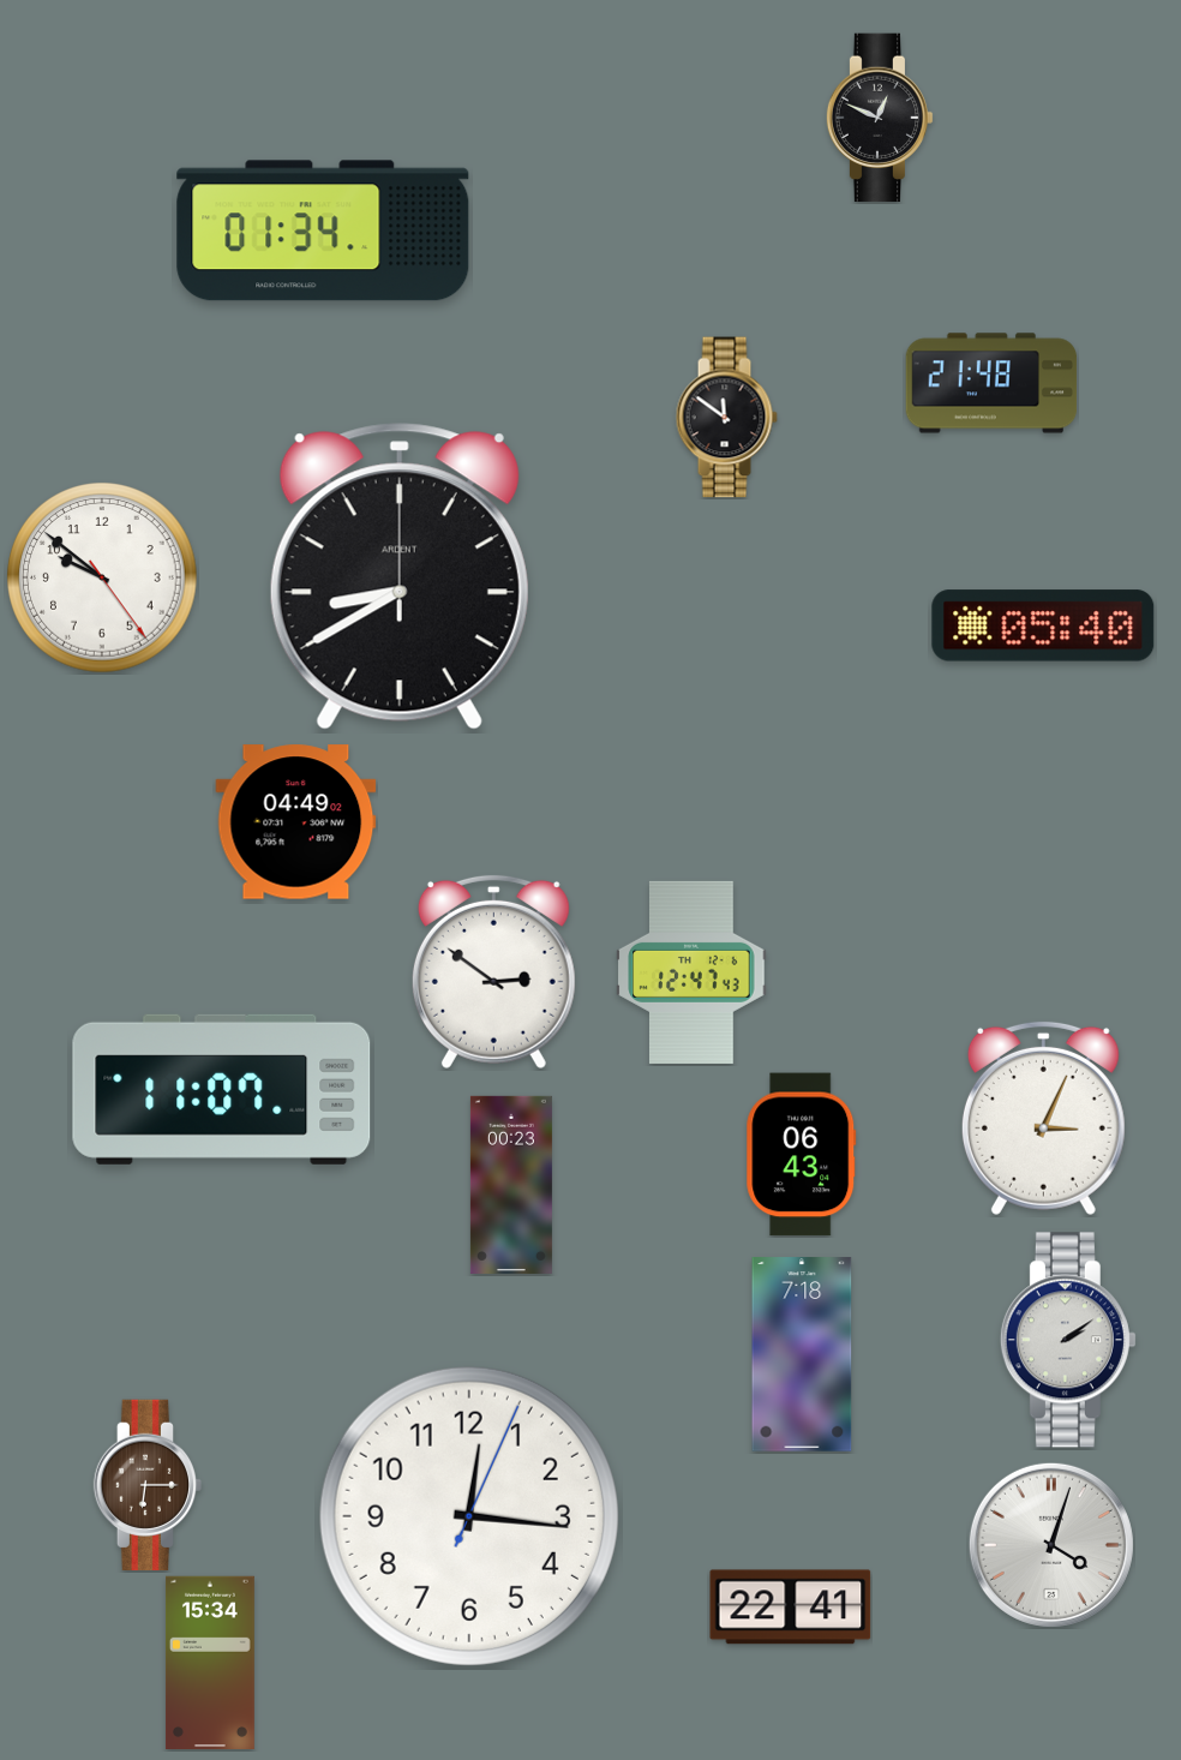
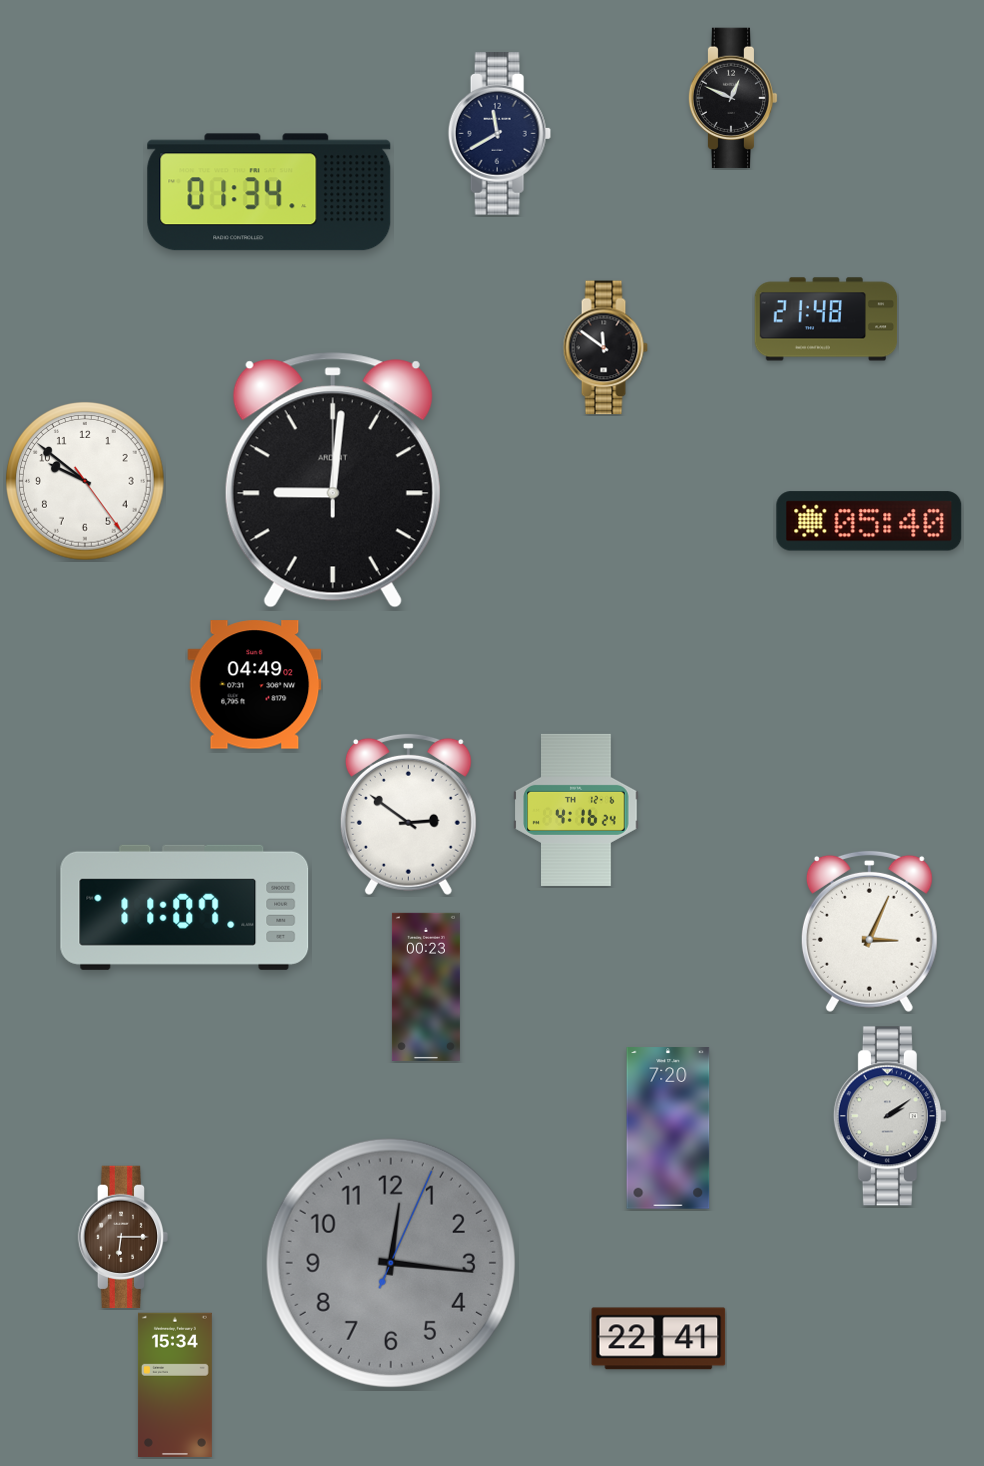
clock at (499, 134): none -> 11:40
clock at (400, 576): 8:40 -> 9:01
clock at (296, 822) position: (296, 822) -> (255, 685)
clock at (493, 971) position: (493, 971) -> (408, 814)
clock at (691, 972): 12:47 -> 4:16
clock at (802, 1155): 06:43 -> none
clock at (802, 1354): 7:18 -> 7:20
clock at (469, 1516) dial: white -> grey
clock at (1051, 1545): 4:03 -> none
